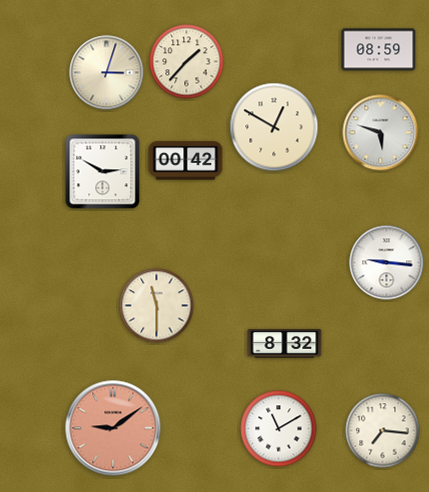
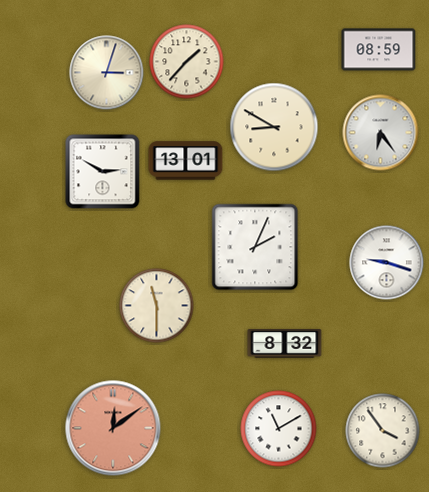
clock at (274, 127): 12:50 -> 8:50
clock at (381, 133): 5:48 -> 6:24
clock at (186, 161): 00:42 -> 13:01
clock at (255, 247): none -> 2:04
clock at (387, 263): 9:16 -> 9:18
clock at (113, 428): 9:09 -> 12:09
clock at (383, 431): 7:16 -> 3:54
